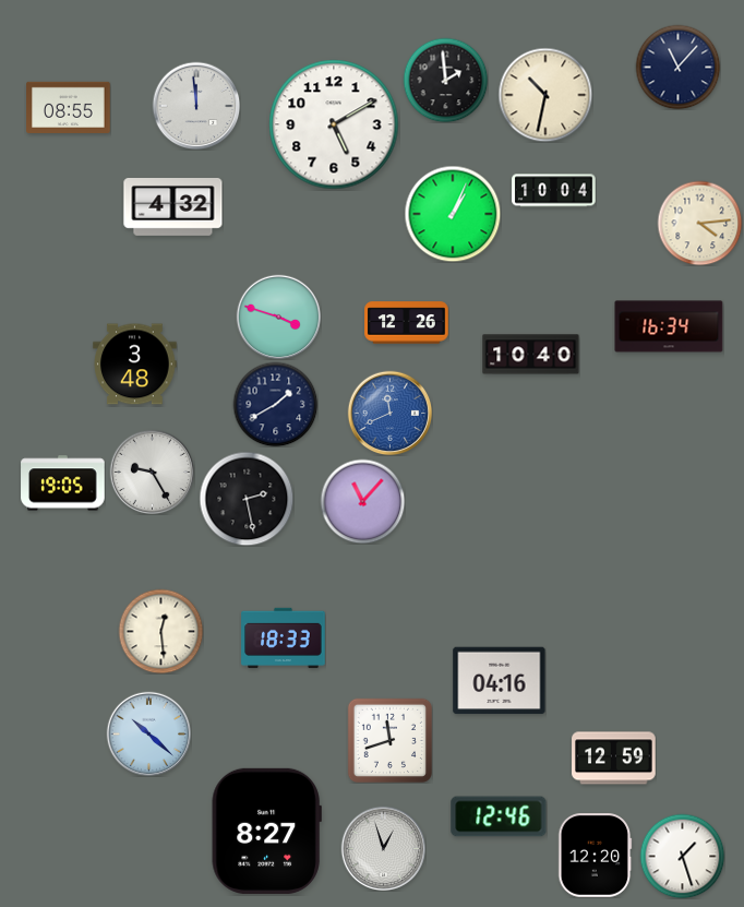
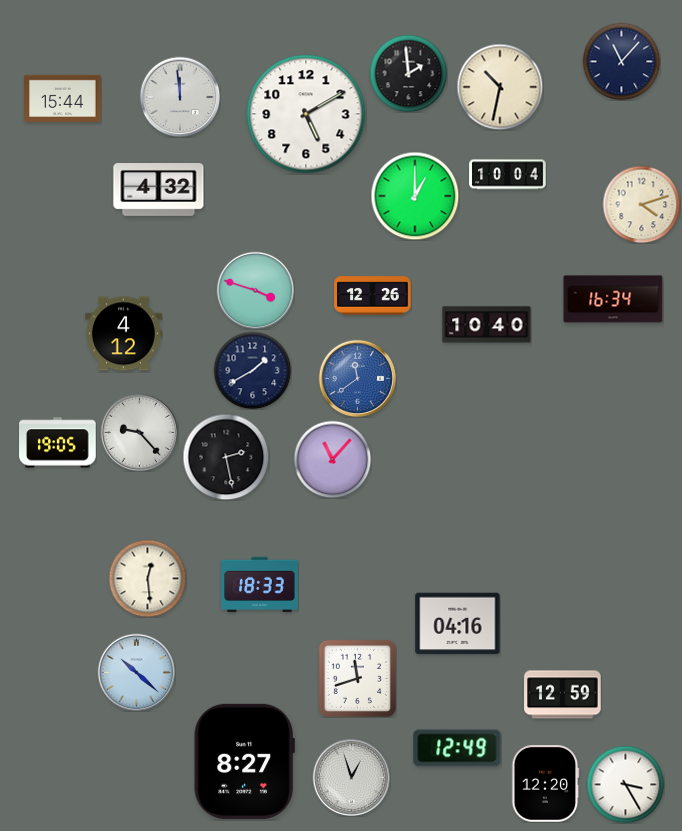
clock at (69, 107): 08:55 -> 15:44
clock at (453, 214): 1:04 -> 1:00
clock at (699, 223): 4:14 -> 4:12
clock at (135, 365): 3:48 -> 4:12
clock at (389, 413): 11:41 -> 11:39
clock at (152, 472): 9:25 -> 9:23
clock at (499, 816): 12:46 -> 12:49
clock at (682, 856): 1:27 -> 3:25
